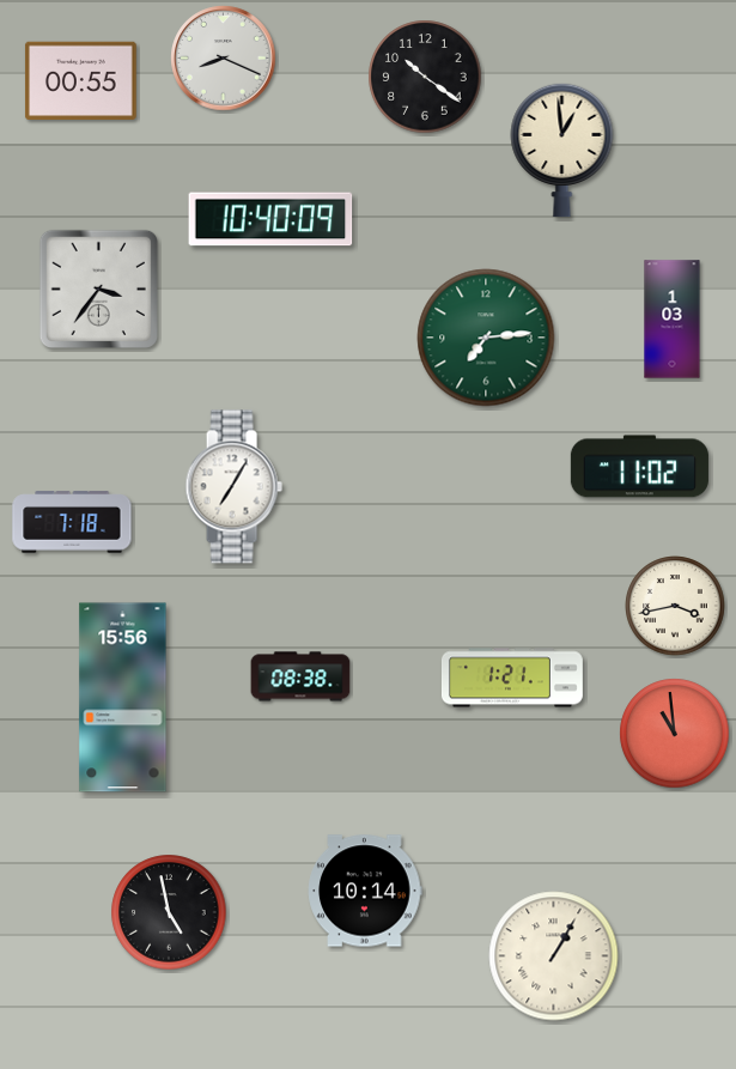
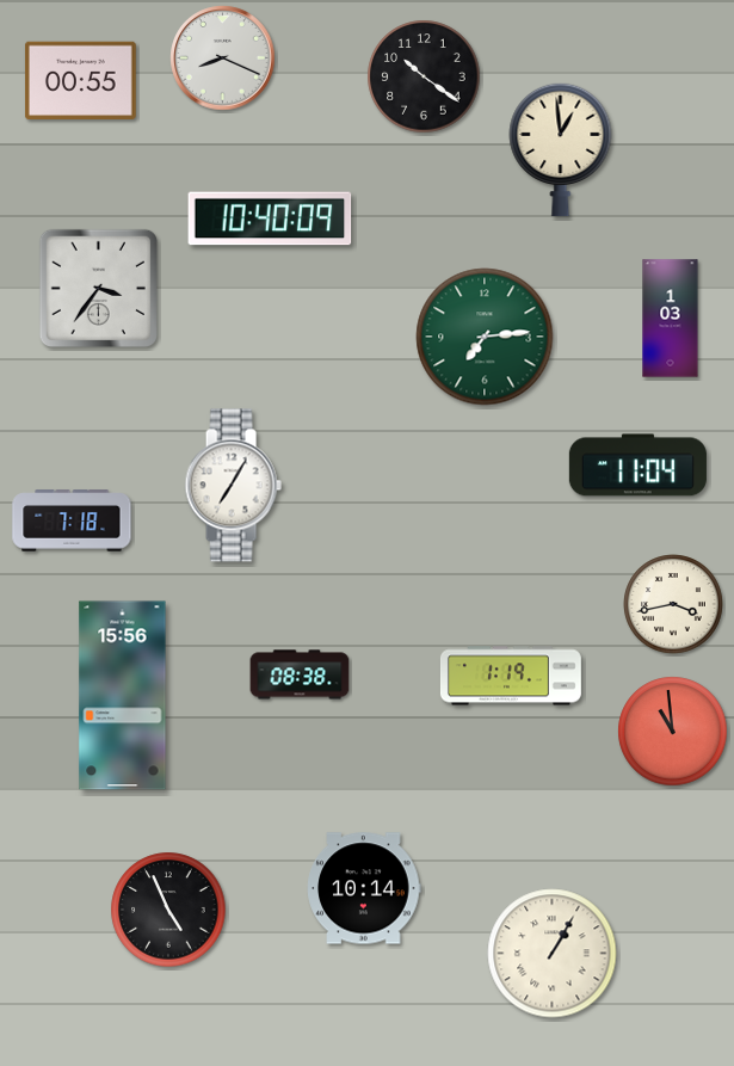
clock at (639, 467): 11:02 -> 11:04
clock at (512, 678): 1:21 -> 1:19
clock at (169, 912): 4:58 -> 4:56
